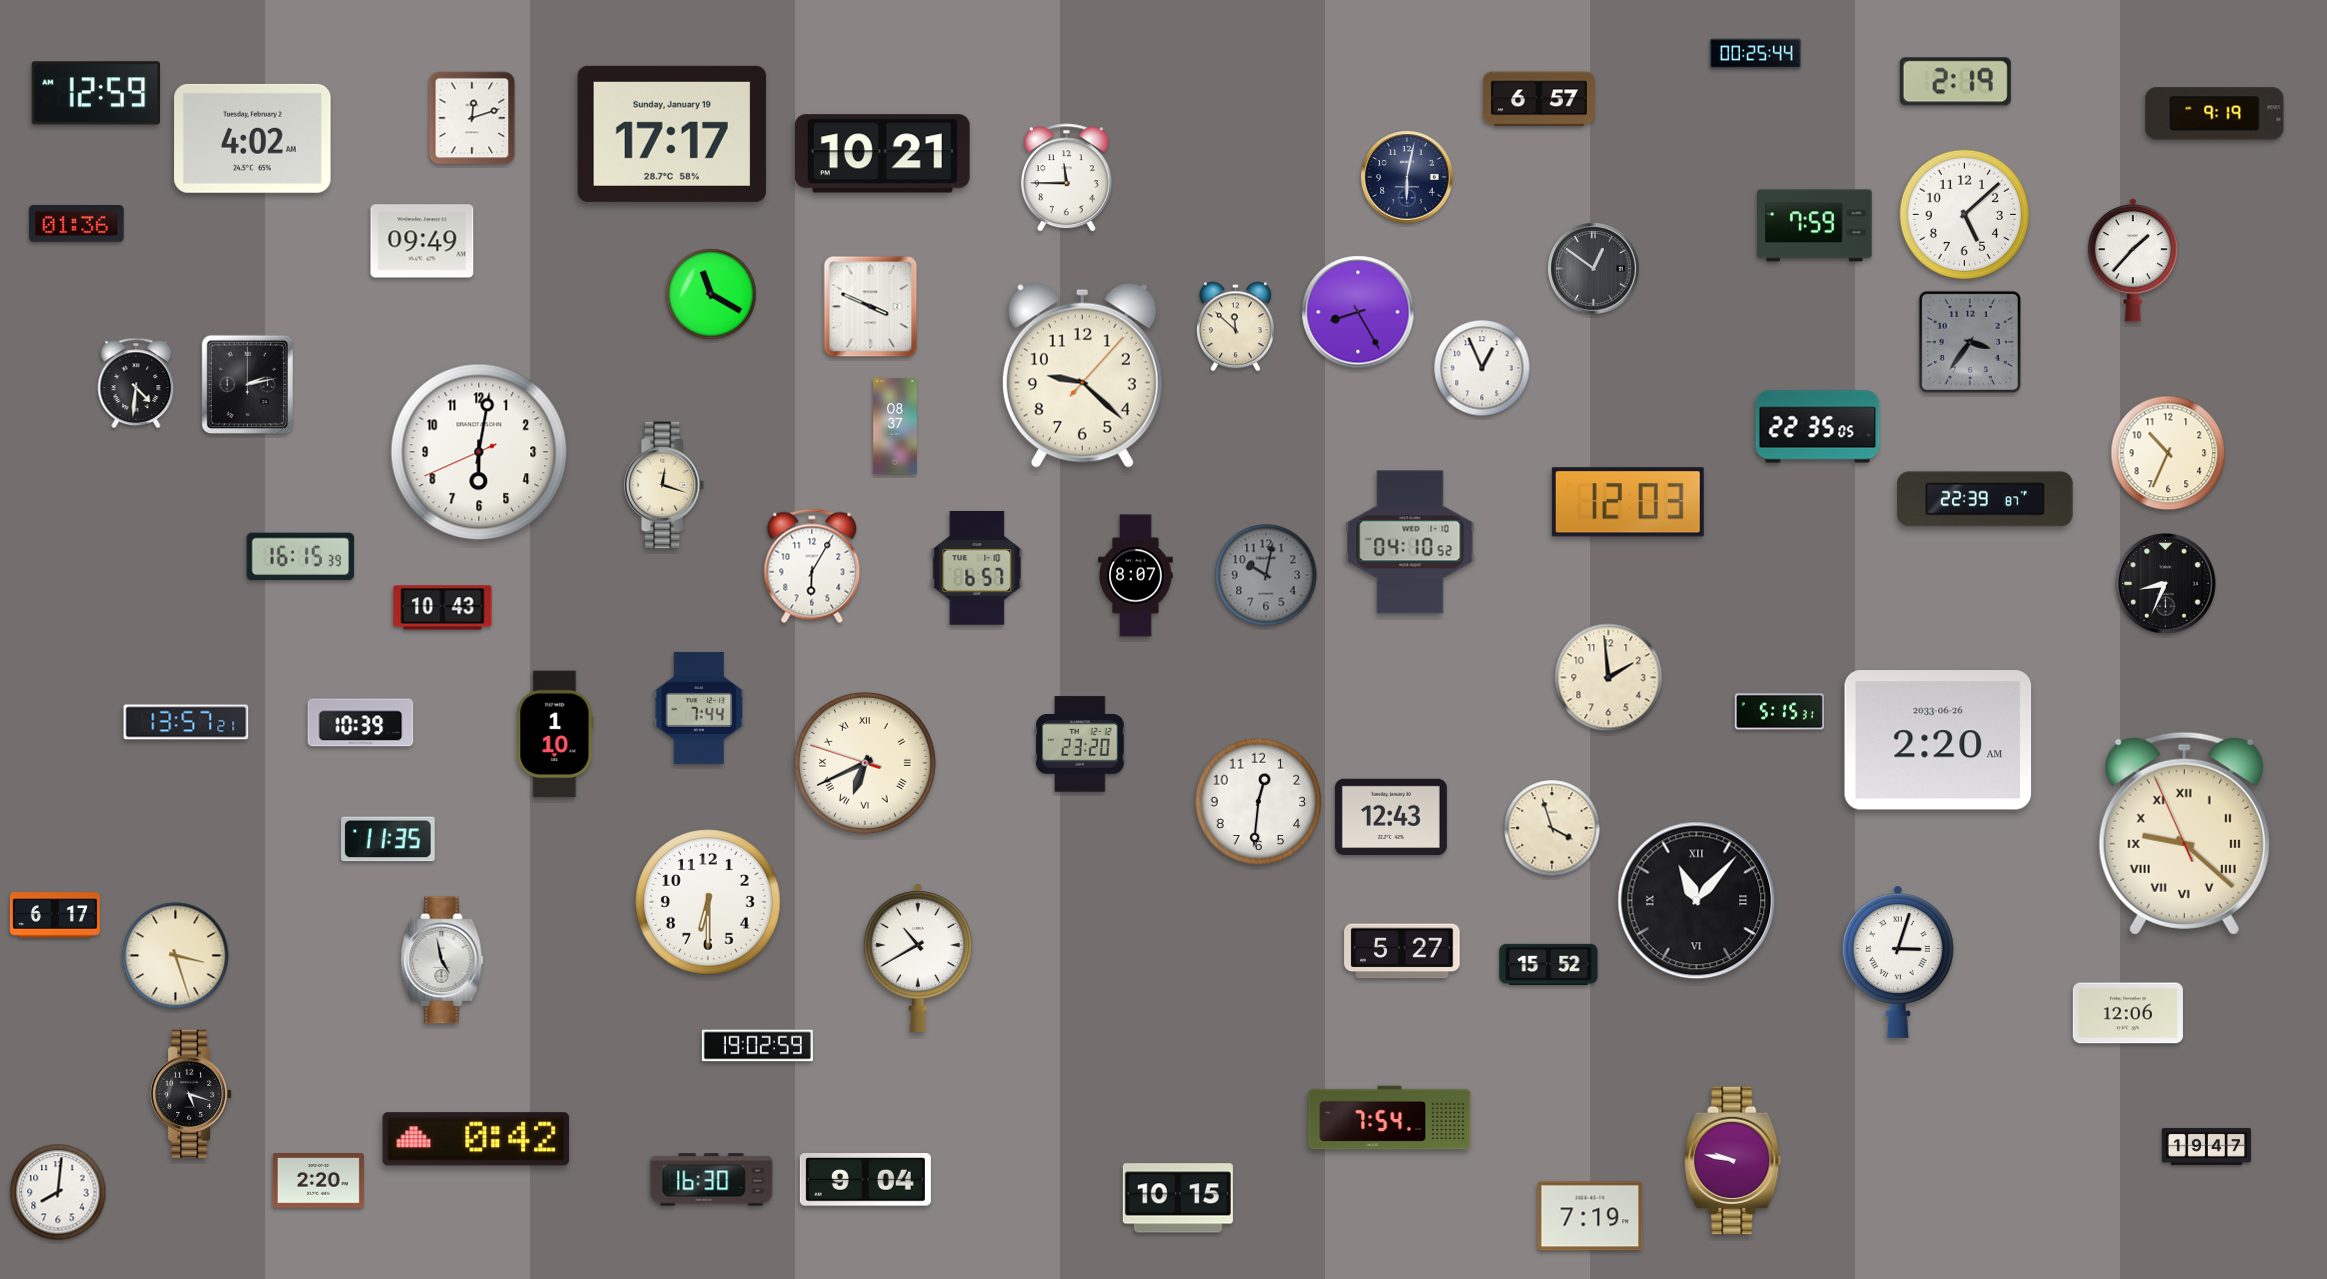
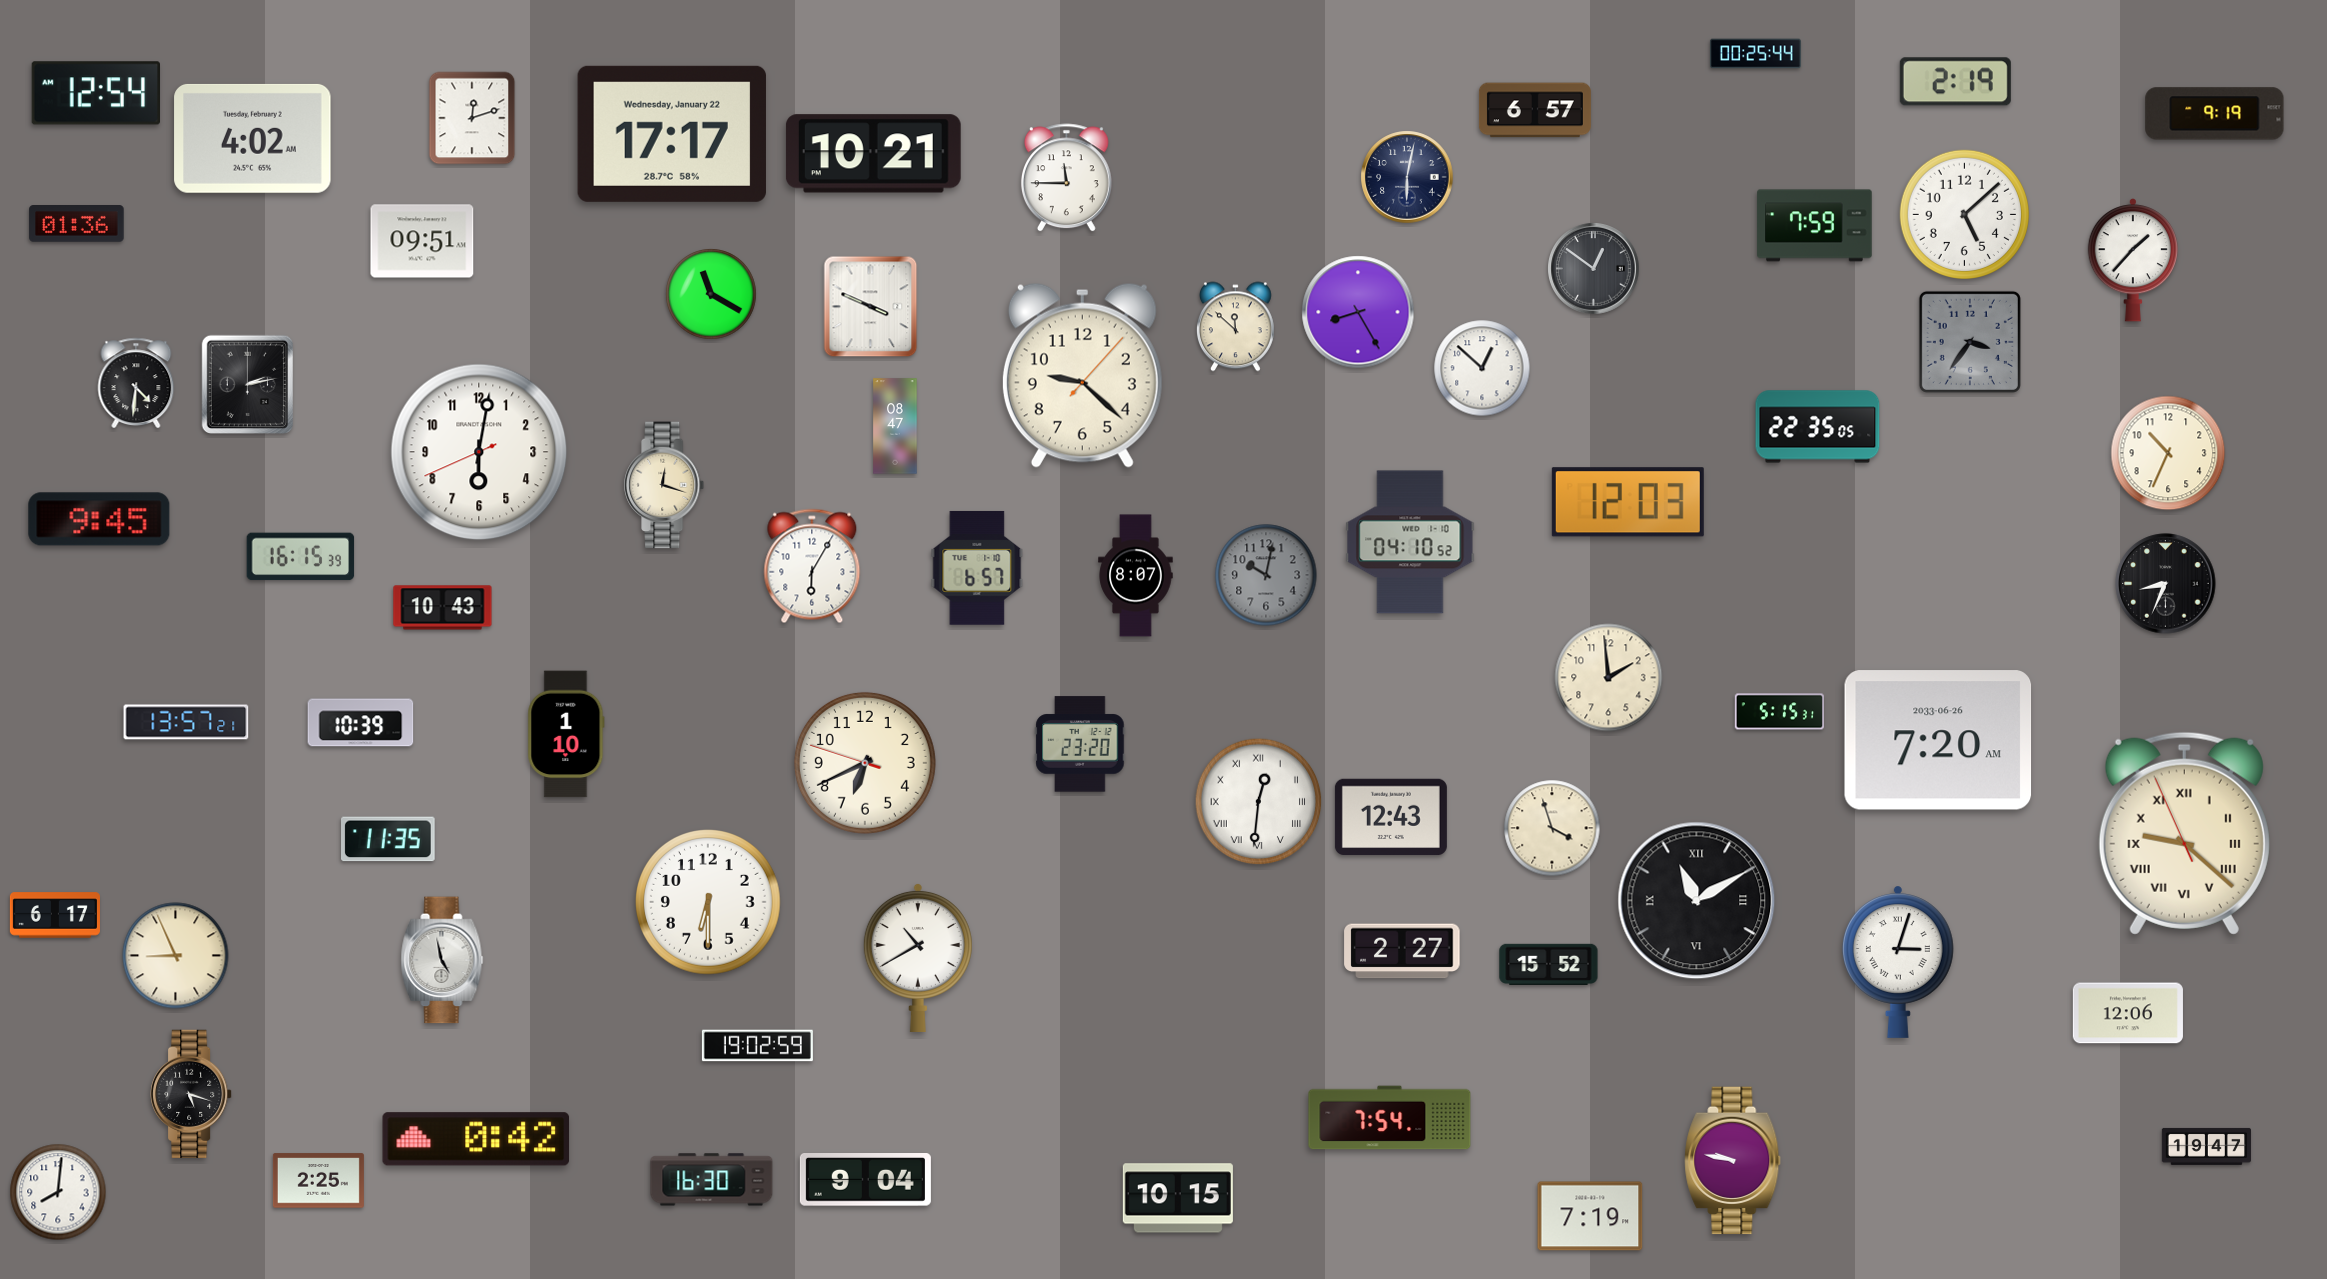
clock at (95, 93): 12:59 -> 12:54
clock at (1539, 99) position: (1539, 99) -> (1535, 110)
clock at (672, 134) date: Sunday, January 19 -> Wednesday, January 22
clock at (882, 154) position: (882, 154) -> (873, 154)
clock at (422, 241): 09:49 -> 09:51
clock at (1482, 368): 12:56 -> 12:52
clock at (895, 426): 08:37 -> 08:47
clock at (1985, 499): 22:39 -> none
clock at (99, 519): none -> 9:45
clock at (699, 708): 7:44 -> none
clock at (555, 734) position: (555, 734) -> (566, 734)
clock at (1938, 740): 2:20 -> 7:20
clock at (865, 763) numerals: Roman -> Arabic
clock at (1259, 802) numerals: Arabic -> Roman
clock at (1697, 901): 11:07 -> 11:10
clock at (1402, 951): 5:27 -> 2:27
clock at (176, 956): 3:27 -> 8:56
clock at (318, 1181): 2:20 -> 2:25
